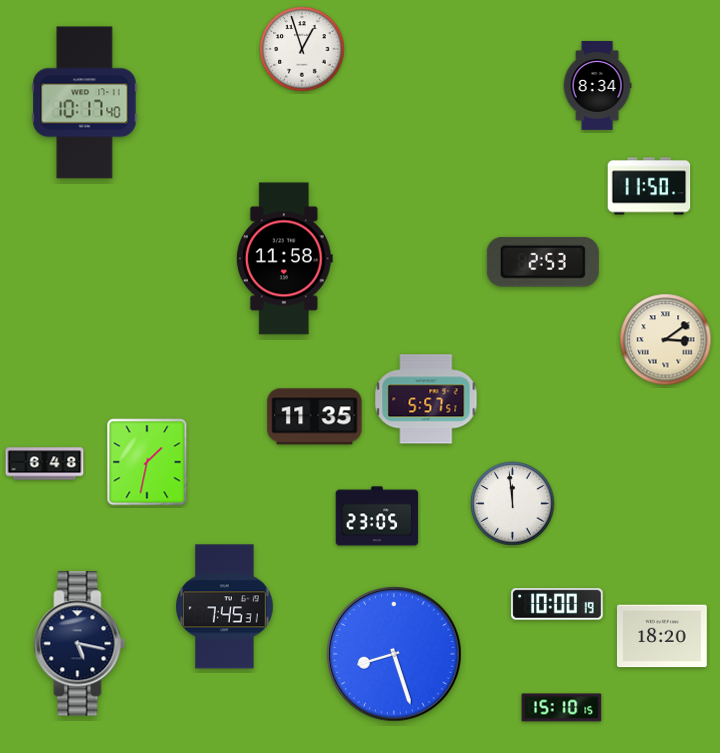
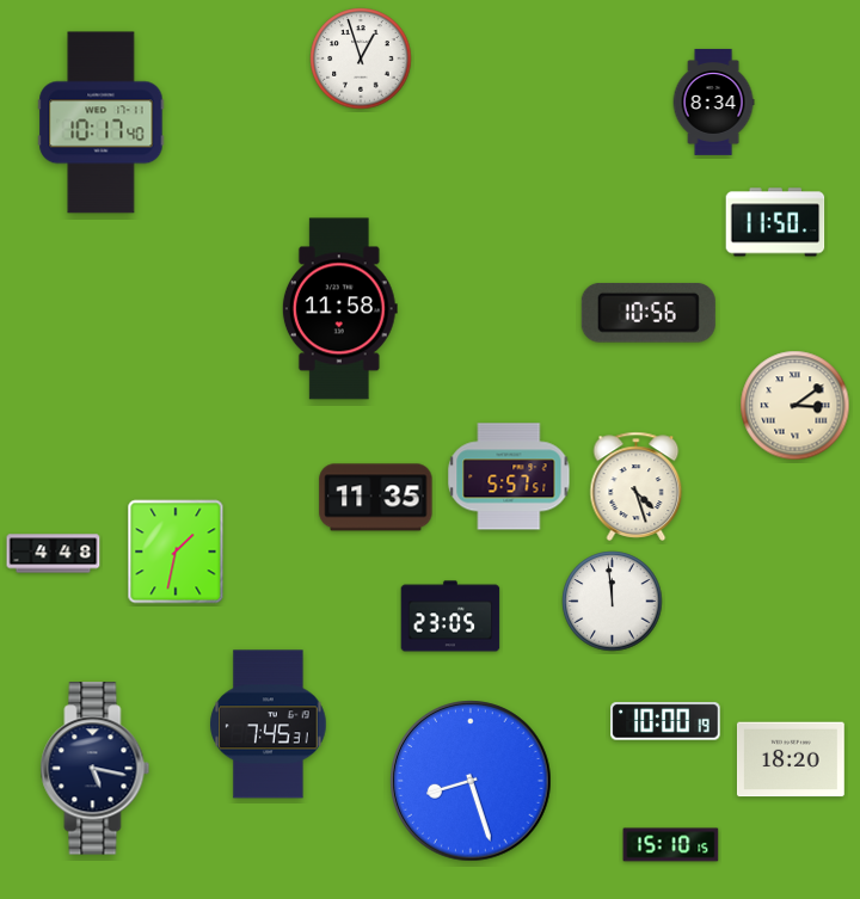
clock at (543, 262): 2:53 -> 10:56
clock at (637, 486): none -> 4:27
clock at (45, 464): 6:48 -> 4:48
